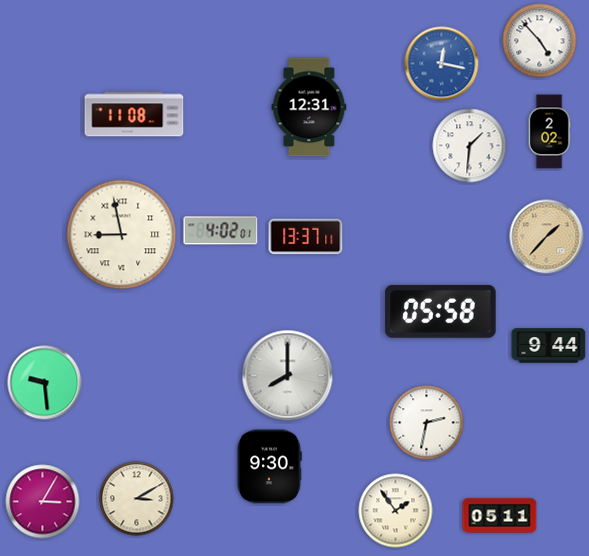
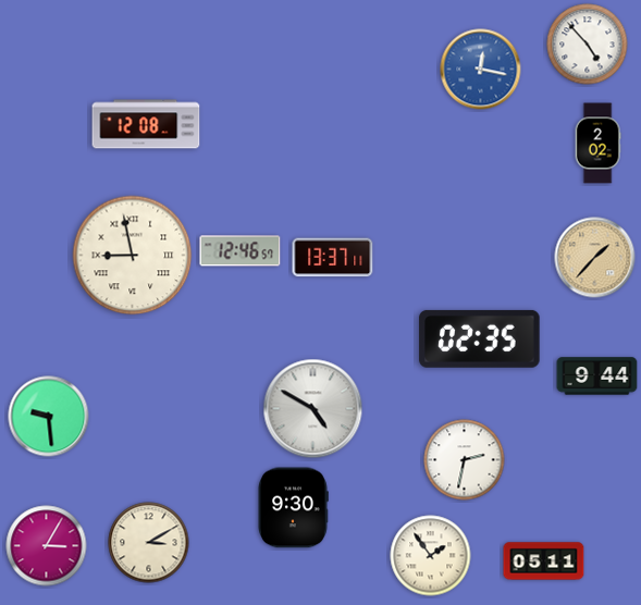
clock at (309, 107): 12:31 -> none
clock at (134, 114): 11:08 -> 12:08
clock at (470, 146): 1:31 -> none
clock at (221, 231): 4:02 -> 12:46
clock at (441, 311): 05:58 -> 02:35
clock at (288, 376): 8:00 -> 4:50
